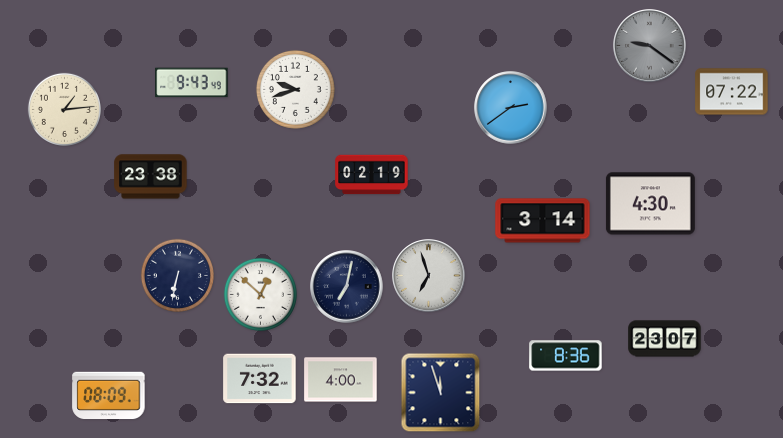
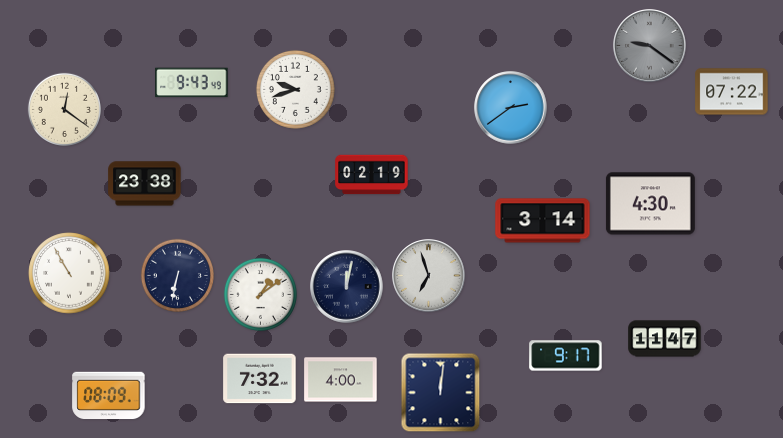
clock at (64, 109): 1:14 -> 12:21
clock at (151, 177) position: (151, 177) -> (145, 184)
clock at (69, 273): none -> 10:55
clock at (347, 287): 7:02 -> 12:02
clock at (260, 294): 12:52 -> 1:09
clock at (665, 339): 23:07 -> 11:47
clock at (566, 356): 8:36 -> 9:17
clock at (441, 393): 11:57 -> 12:01
